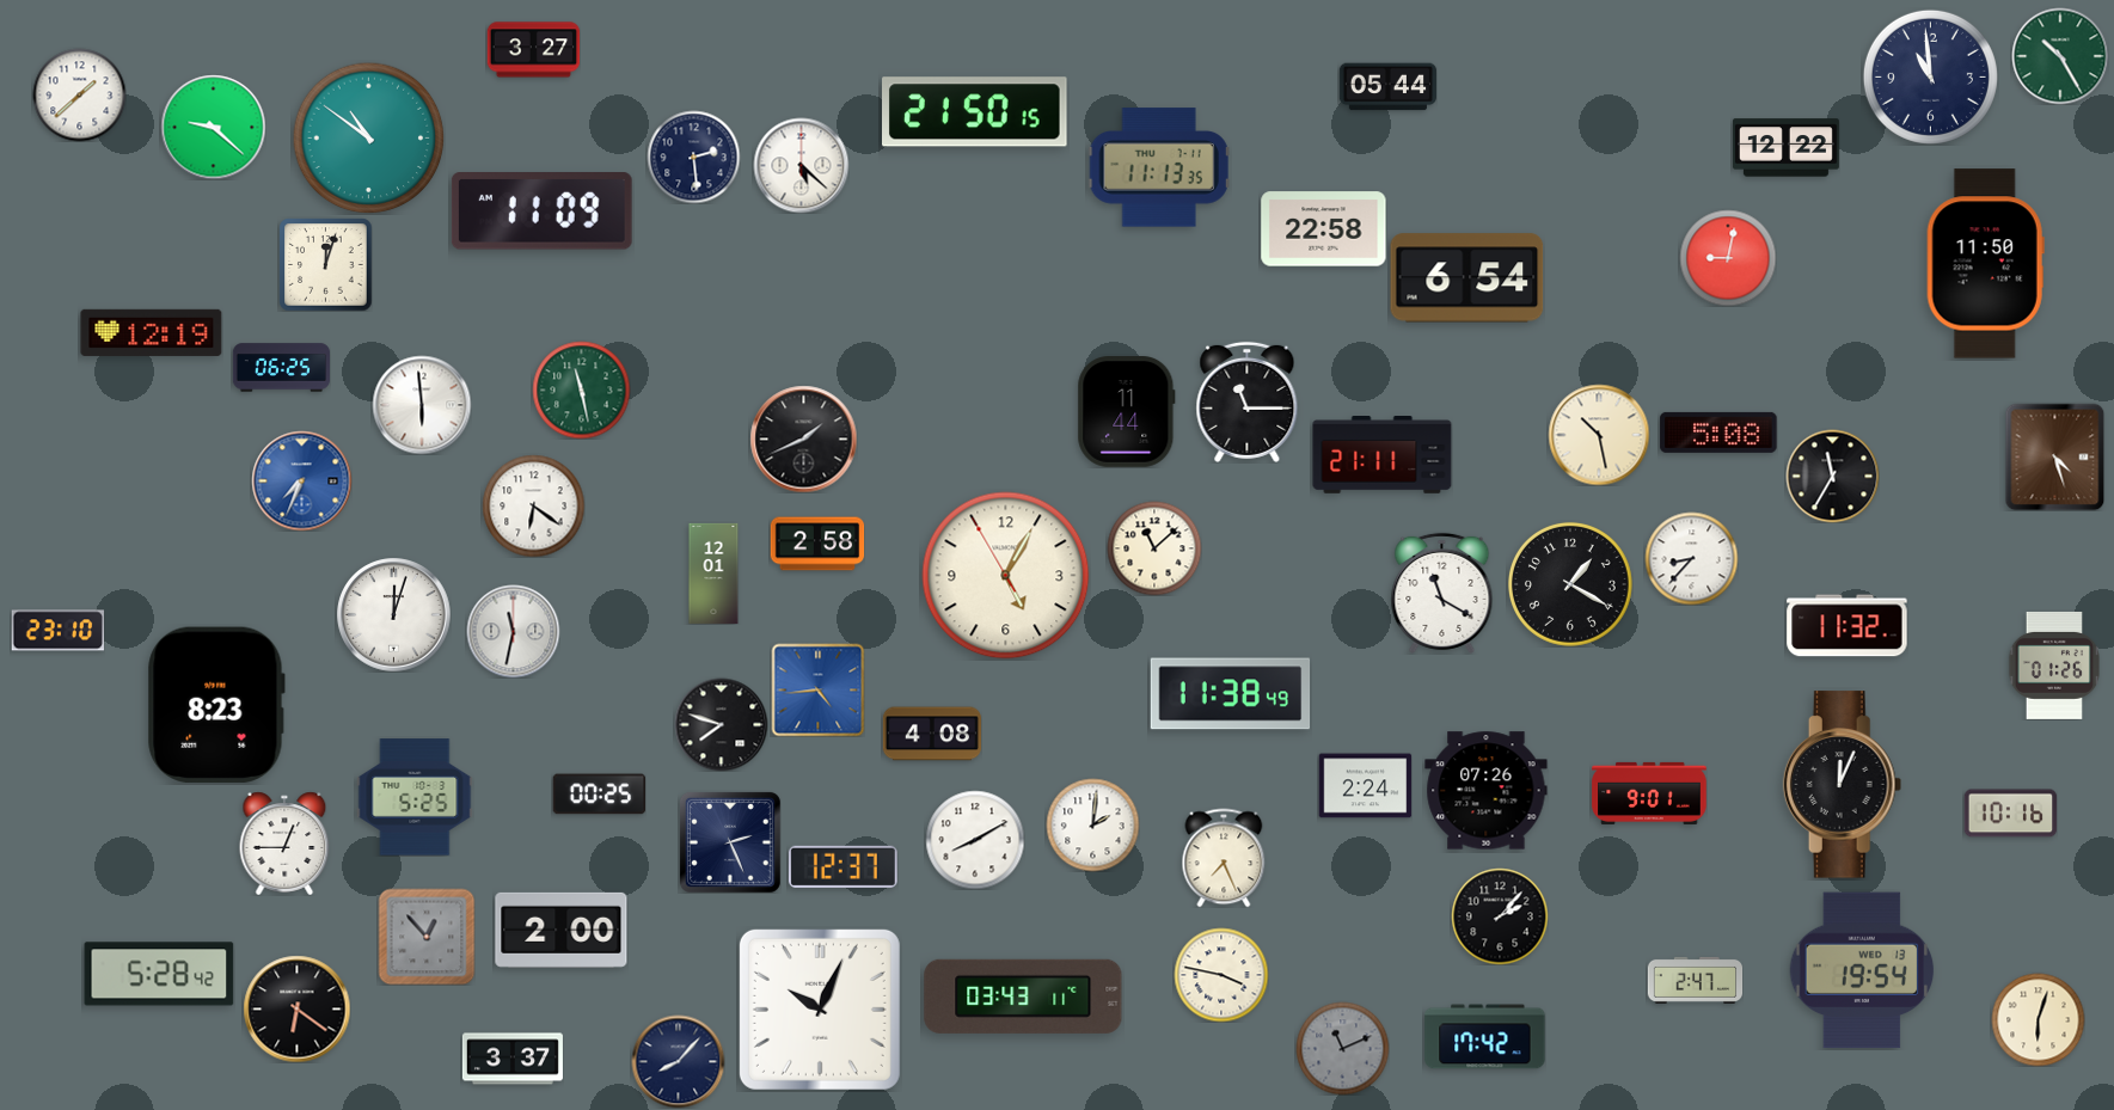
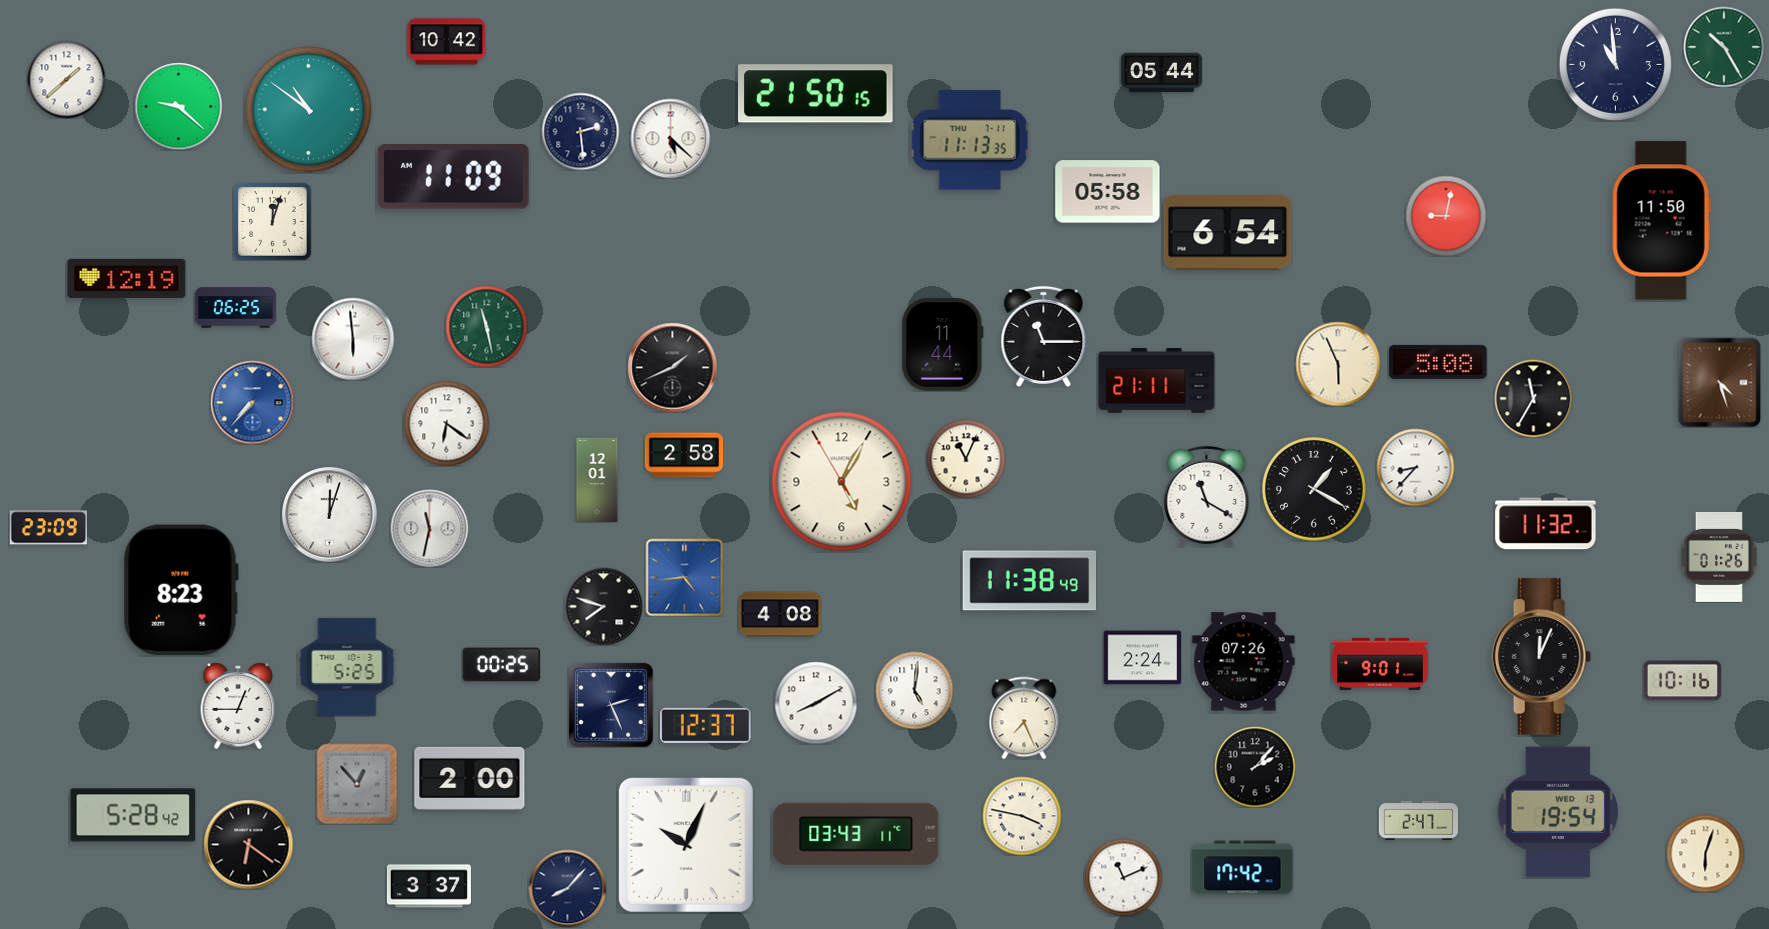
clock at (533, 50): 3:27 -> 10:42
clock at (368, 137) position: (368, 137) -> (308, 109)
clock at (1785, 148): 12:22 -> none
clock at (1324, 229): 22:58 -> 05:58
clock at (1599, 435): 10:28 -> 5:56
clock at (301, 480): 7:34 -> 7:37
clock at (1154, 548): 11:08 -> 11:04
clock at (57, 631): 23:10 -> 23:09
clock at (1092, 824): 2:01 -> 5:01
clock at (1342, 1048) dial: grey -> white
